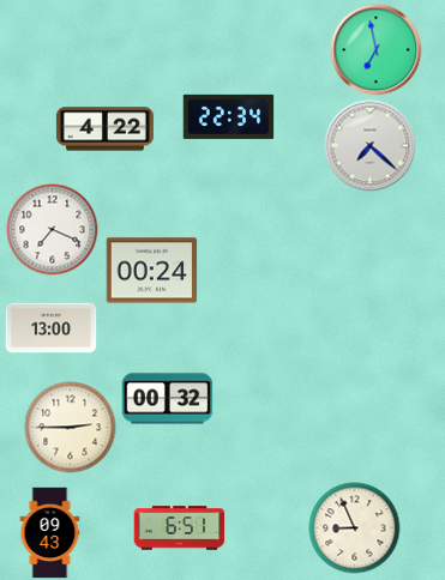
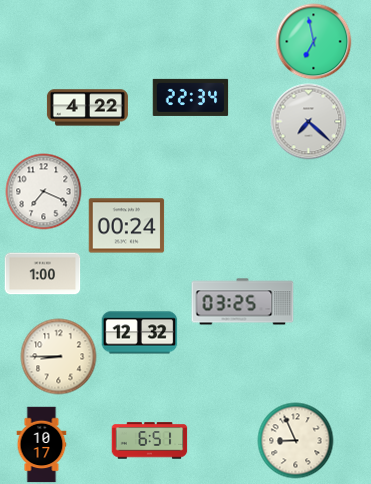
clock at (52, 328): 13:00 -> 1:00
clock at (243, 302): none -> 03:25
clock at (168, 399): 00:32 -> 12:32
clock at (71, 428): 2:45 -> 8:45
clock at (50, 533): 09:43 -> 10:17
